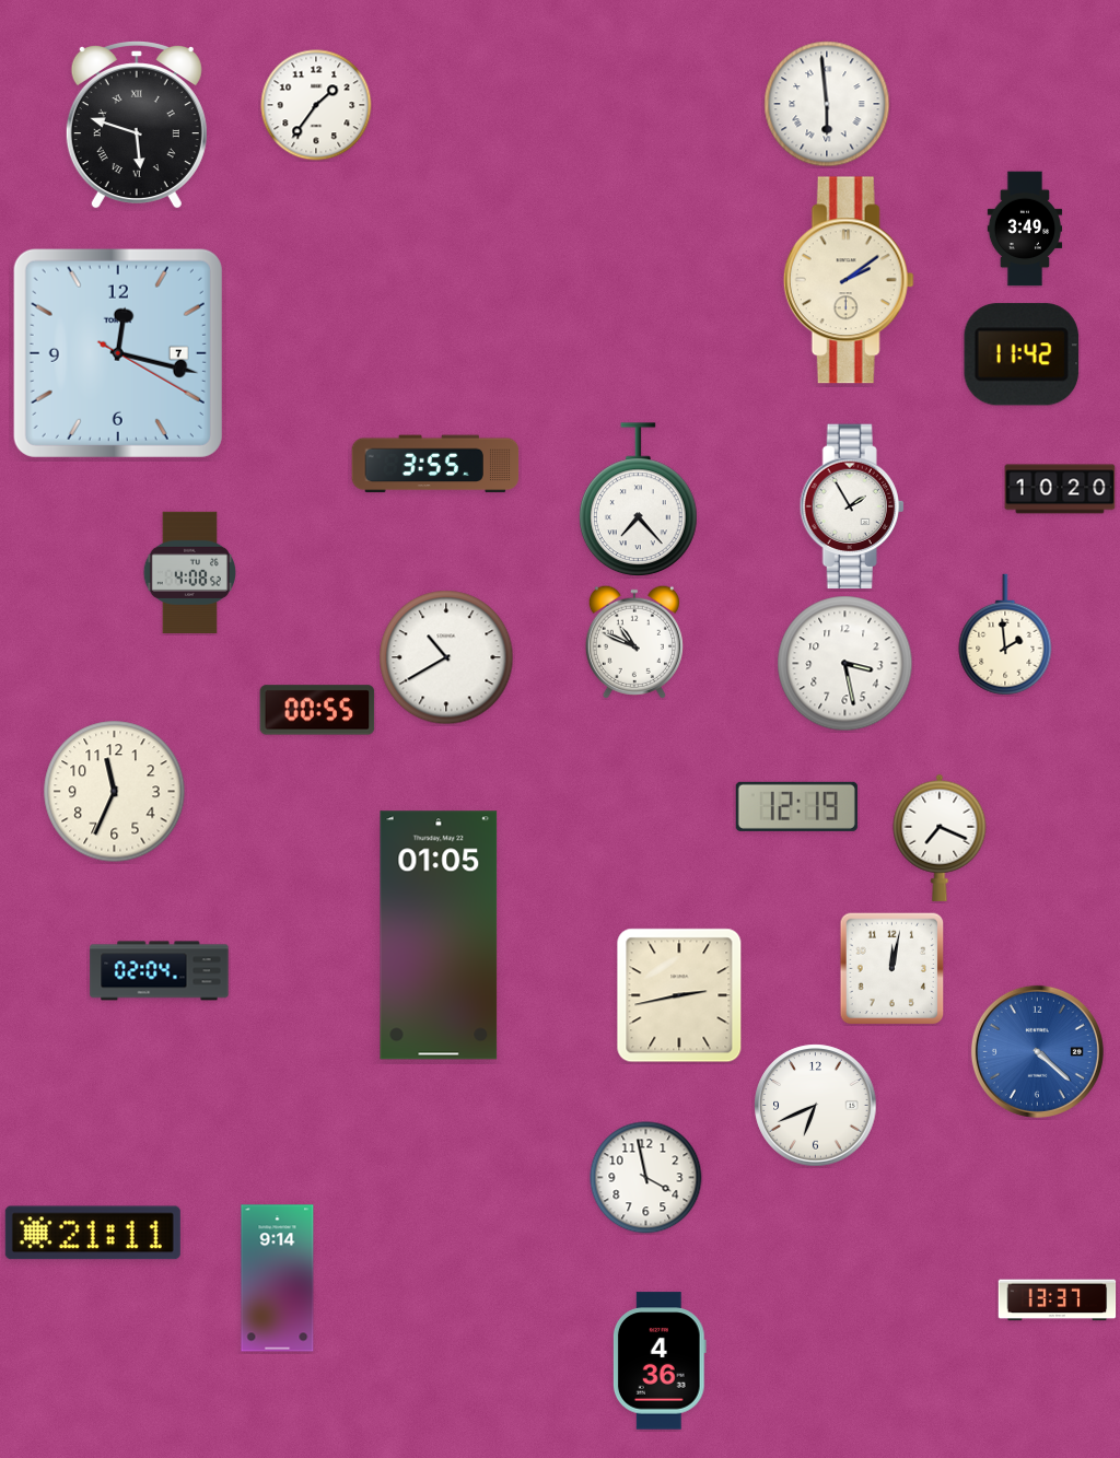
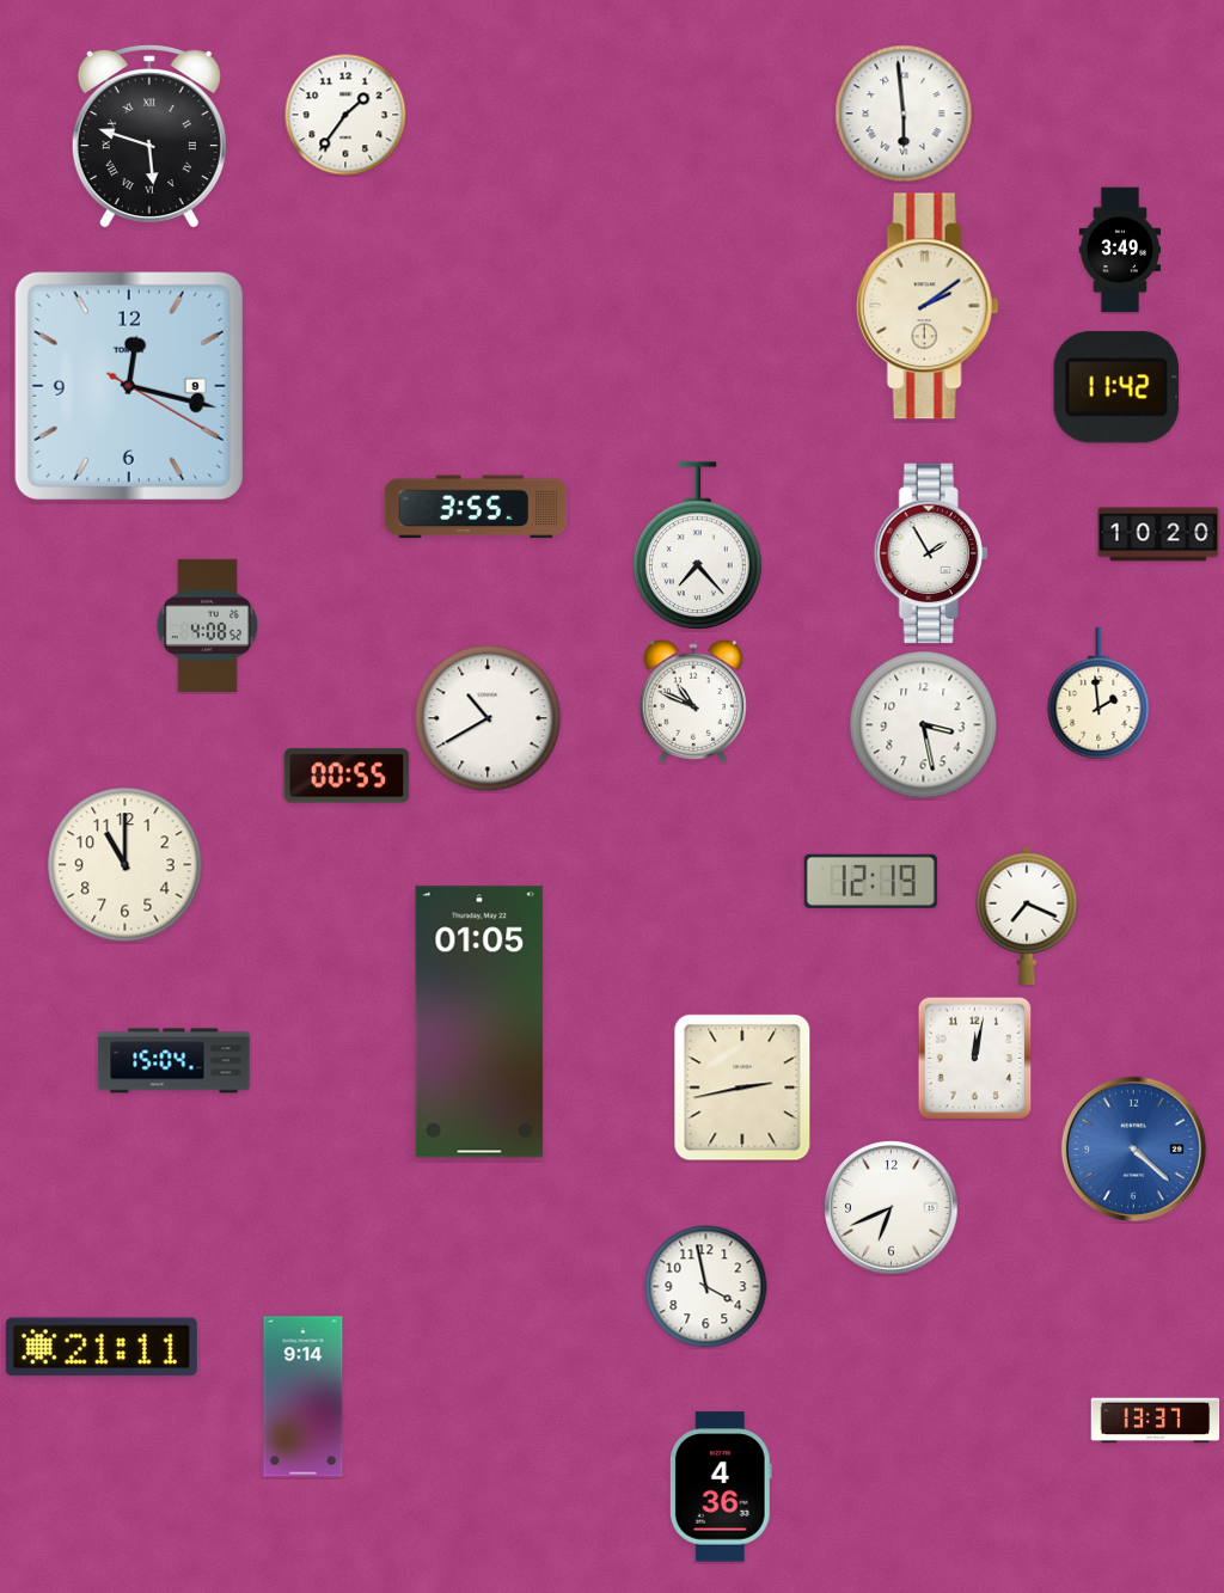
clock at (118, 353) date: 7 -> 9
clock at (115, 792): 11:34 -> 11:00
clock at (160, 971): 02:04 -> 15:04
